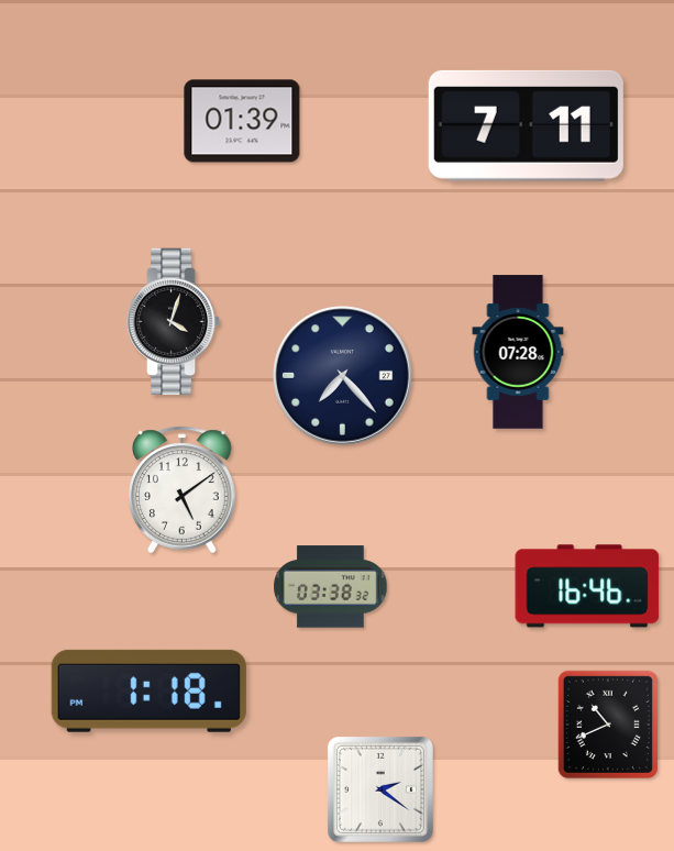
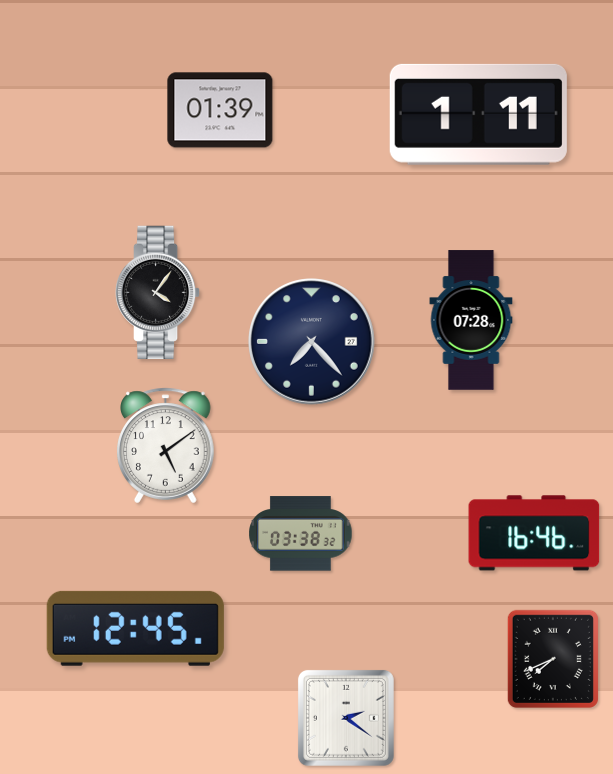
clock at (526, 125): 7:11 -> 1:11
clock at (174, 322): 4:03 -> 4:06
clock at (148, 690): 1:18 -> 12:45
clock at (608, 725): 10:41 -> 7:41
